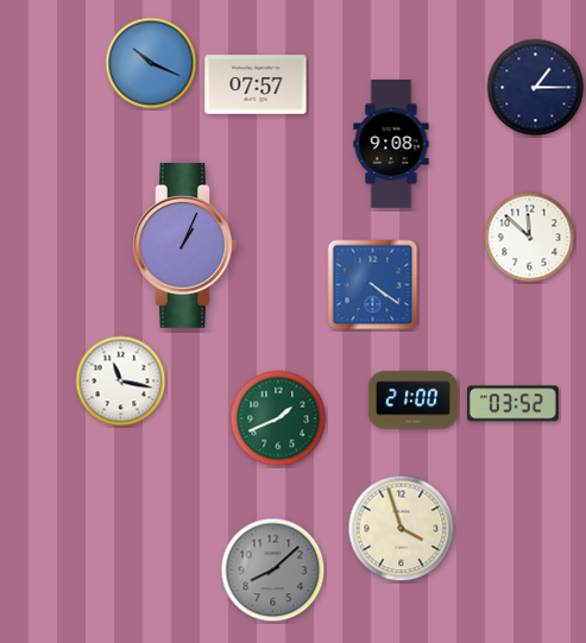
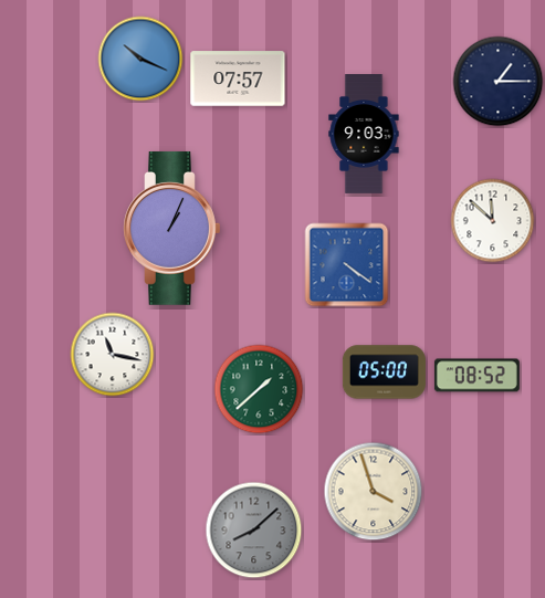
clock at (391, 145): 9:08 -> 9:03
clock at (412, 401): 21:00 -> 05:00
clock at (512, 404): 03:52 -> 08:52
clock at (278, 418): 1:41 -> 1:38
